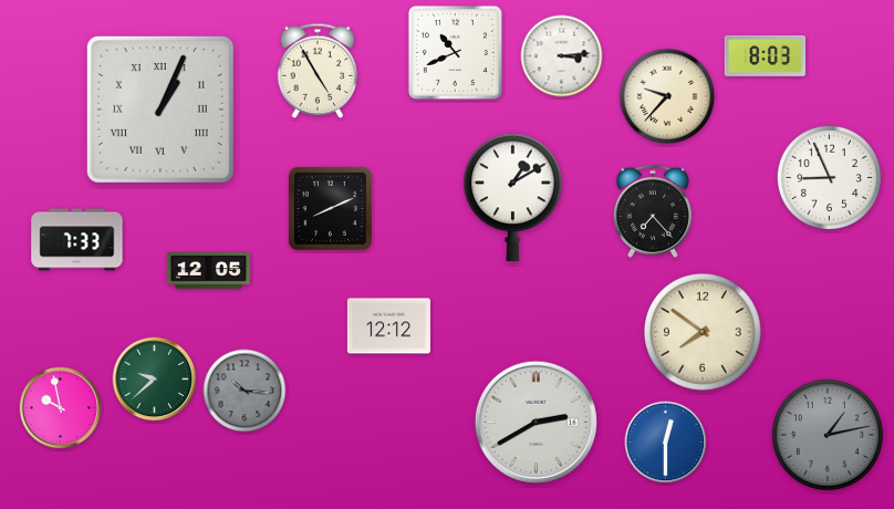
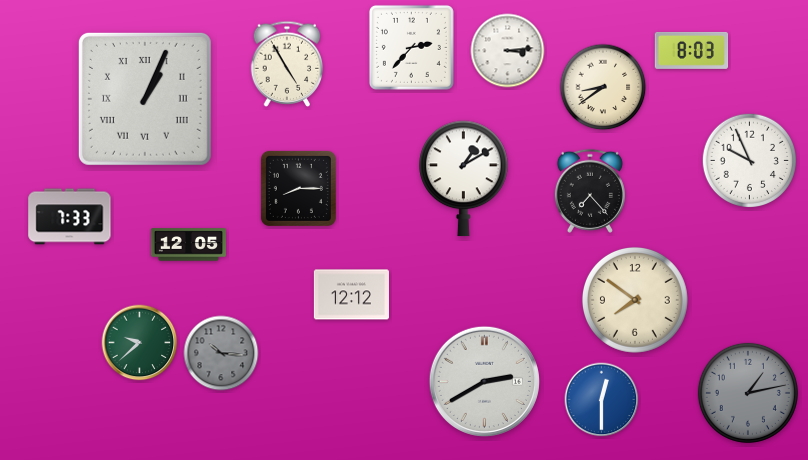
clock at (455, 52): 10:41 -> 2:37
clock at (667, 96): 9:37 -> 8:39
clock at (829, 177): 8:56 -> 9:56
clock at (330, 208): 8:11 -> 8:15
clock at (61, 408): 9:58 -> none
